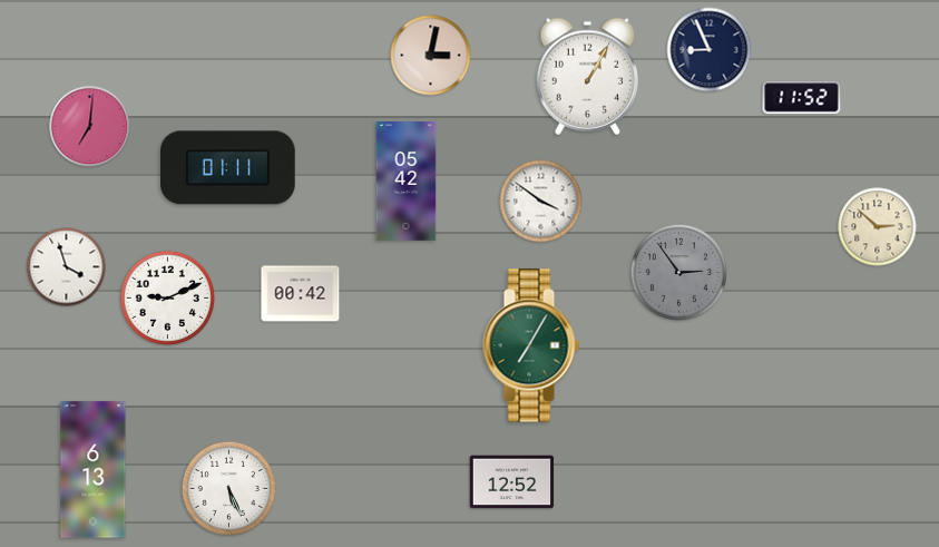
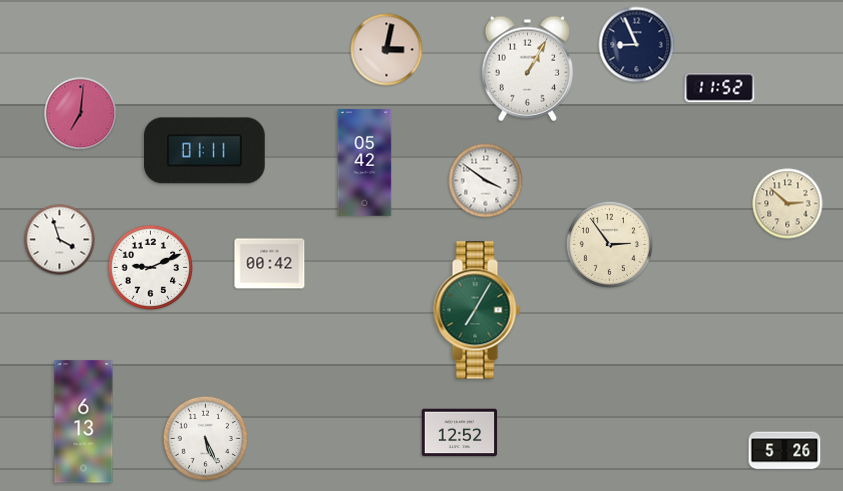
clock at (678, 272) dial: grey -> cream
clock at (785, 451): none -> 5:26
